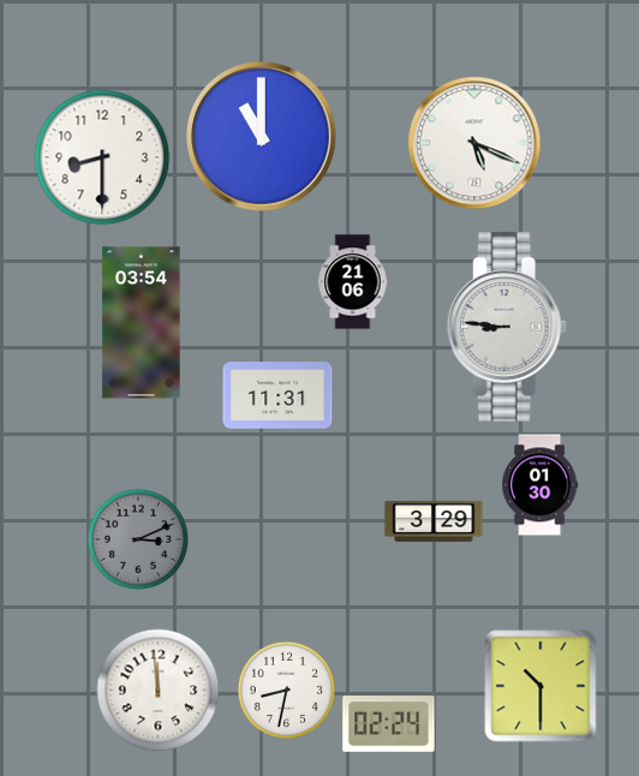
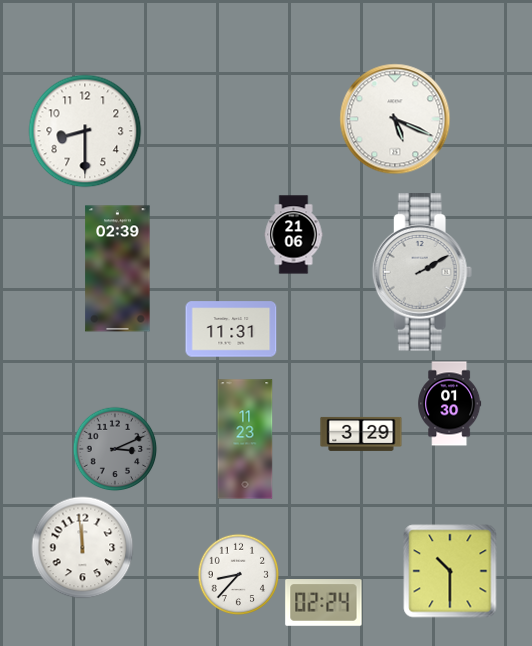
clock at (262, 137): 11:00 -> none
clock at (142, 323): 03:54 -> 02:39
clock at (507, 327): 8:46 -> 2:10
clock at (245, 439): none -> 11:23
clock at (286, 690): 8:32 -> 8:37
clock at (159, 691) position: (159, 691) -> (83, 548)
